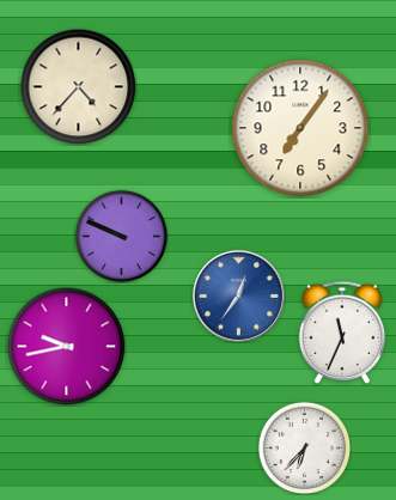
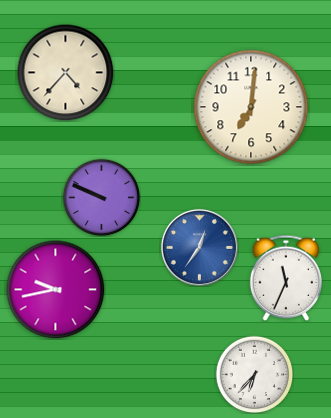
clock at (300, 128): 7:06 -> 7:01
